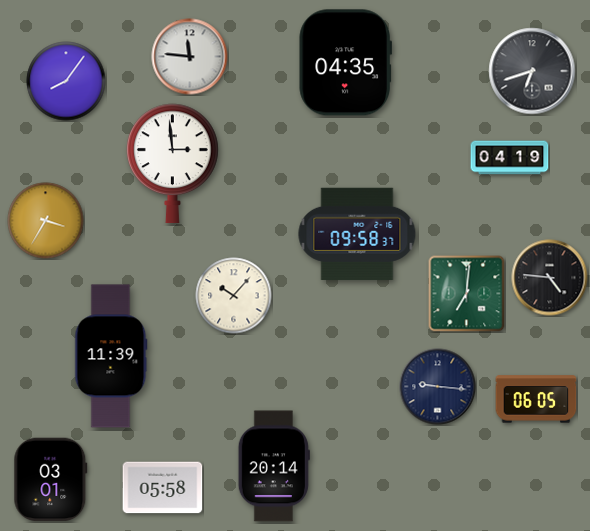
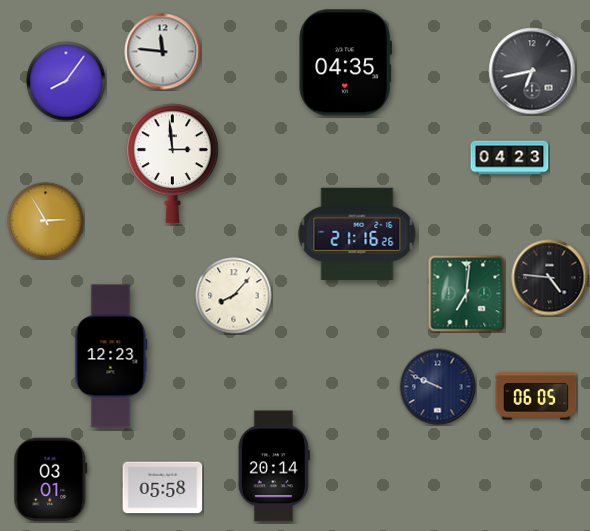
clock at (190, 57) position: (190, 57) -> (163, 52)
clock at (532, 71): 6:42 -> 6:43
clock at (510, 158): 04:19 -> 04:23
clock at (46, 221): 3:35 -> 2:55
clock at (357, 234): 09:58 -> 21:16
clock at (234, 296): 10:07 -> 8:07
clock at (111, 356): 11:39 -> 12:23
clock at (438, 387): 9:16 -> 9:49
clock at (536, 399) position: (536, 399) -> (536, 396)
